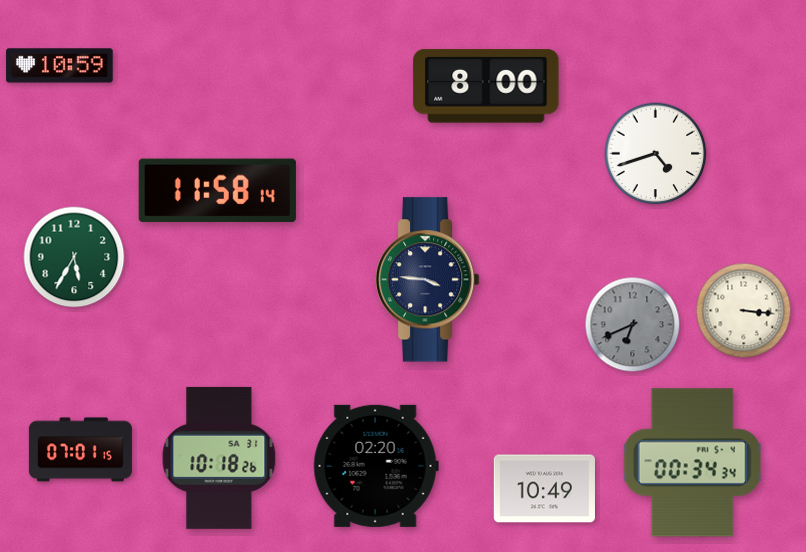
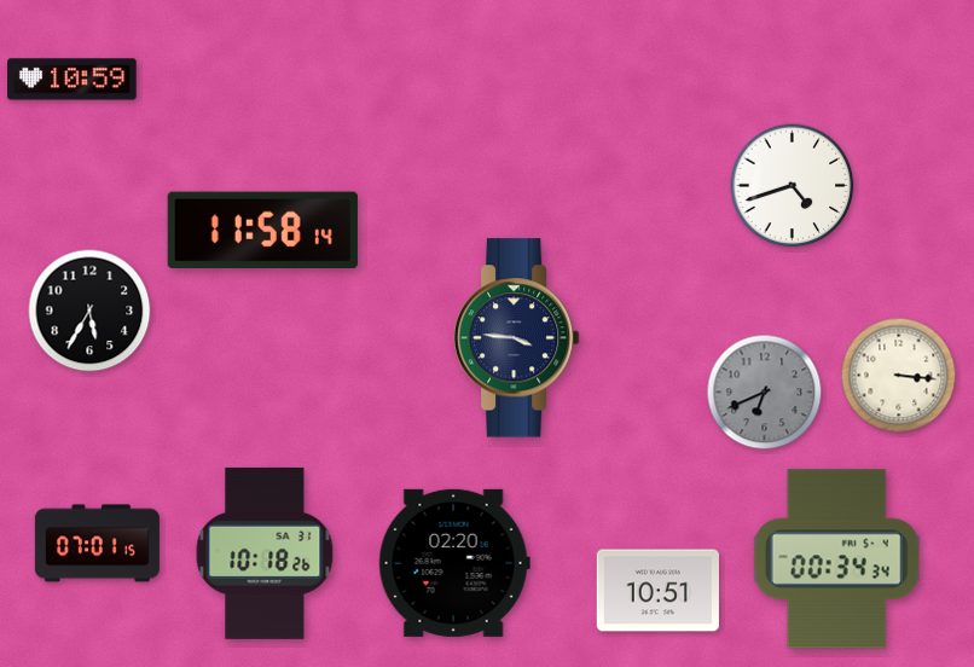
clock at (486, 86): 8:00 -> none
clock at (74, 257) dial: green -> black
clock at (544, 489): 10:49 -> 10:51
